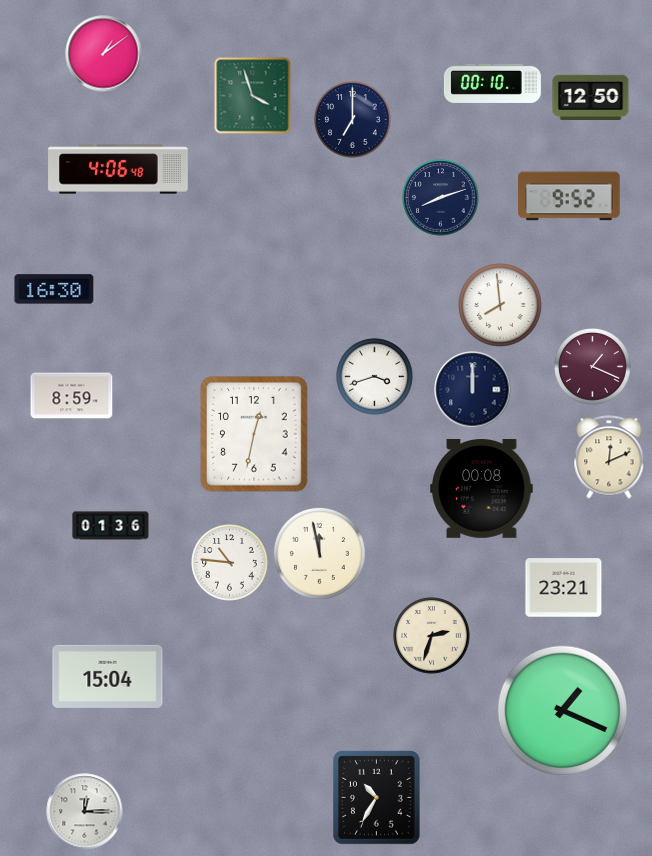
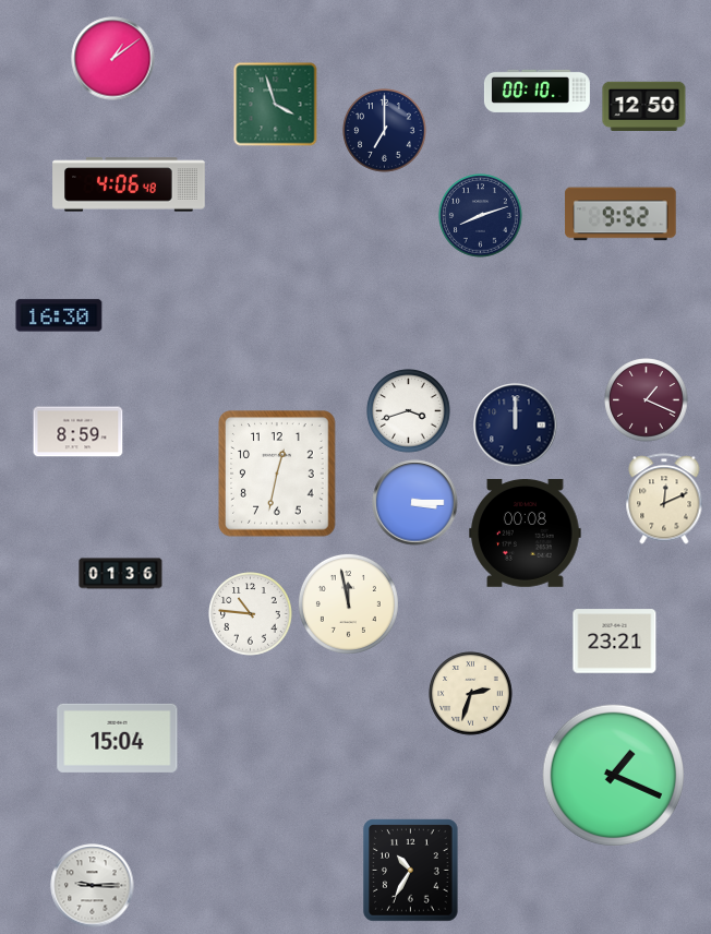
clock at (501, 306): 7:59 -> none
clock at (415, 503): none -> 3:15
clock at (85, 812): 12:15 -> 9:15
